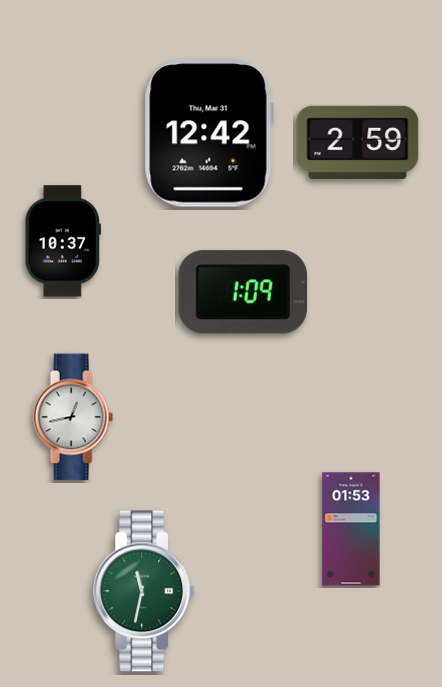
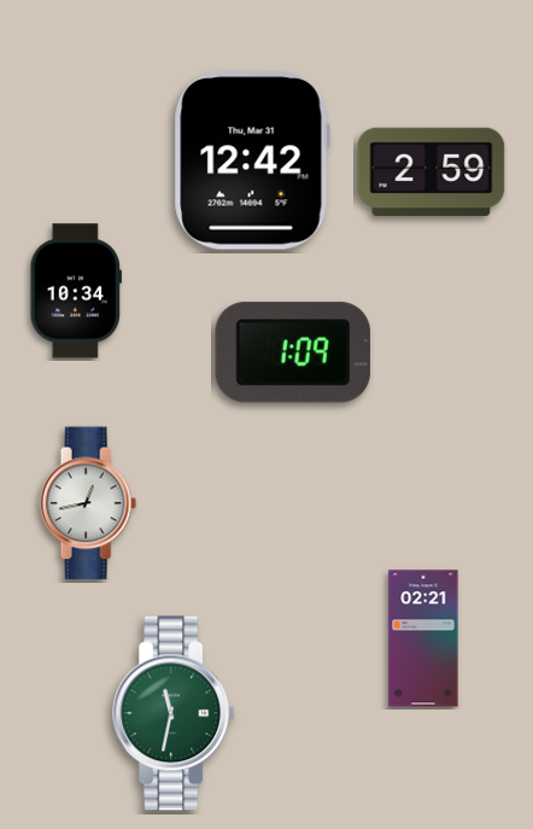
clock at (63, 241): 10:37 -> 10:34
clock at (351, 529): 01:53 -> 02:21
